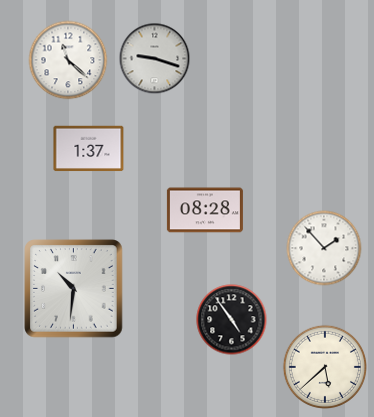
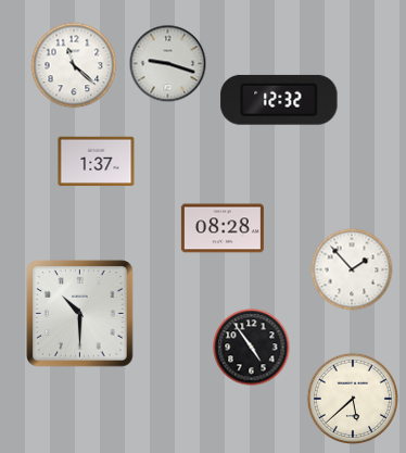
clock at (279, 100): none -> 12:32
clock at (74, 289): 10:31 -> 10:30
